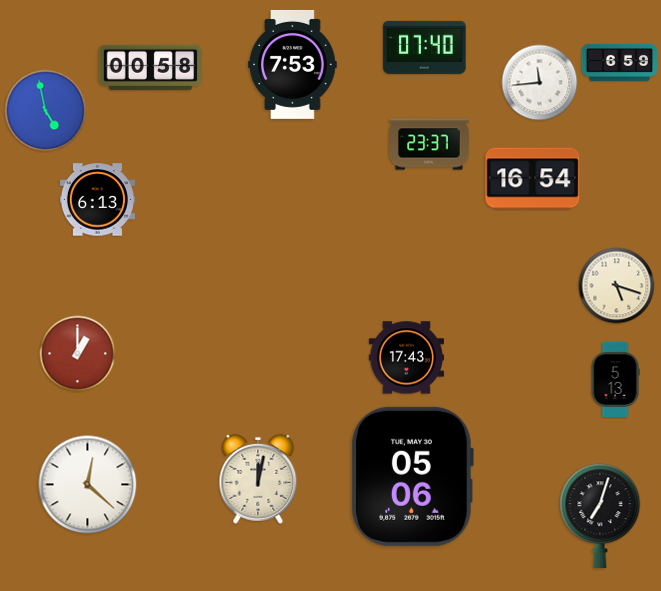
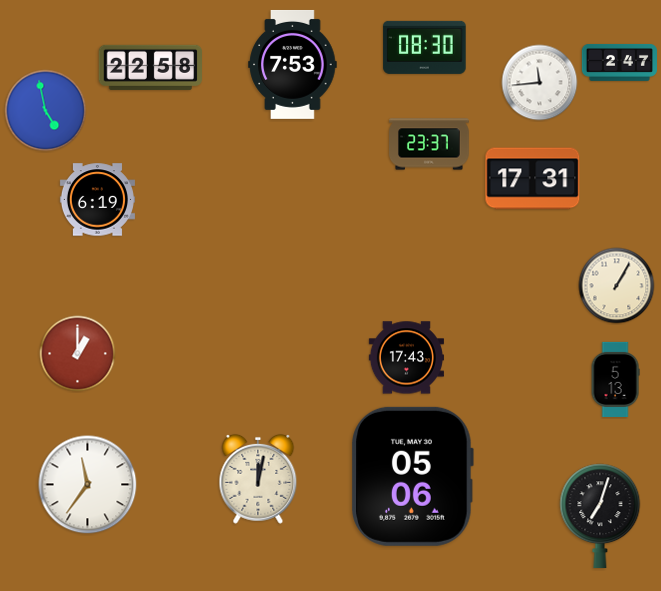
clock at (425, 47): 07:40 -> 08:30
clock at (619, 62): 6:59 -> 2:47
clock at (151, 67): 00:58 -> 22:58
clock at (533, 179): 16:54 -> 17:31
clock at (97, 200): 6:13 -> 6:19
clock at (617, 286): 5:18 -> 1:05
clock at (88, 485): 12:22 -> 11:36
